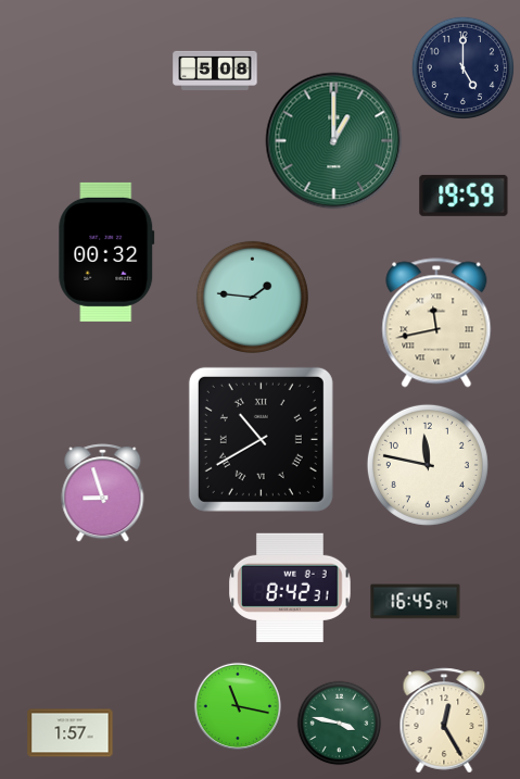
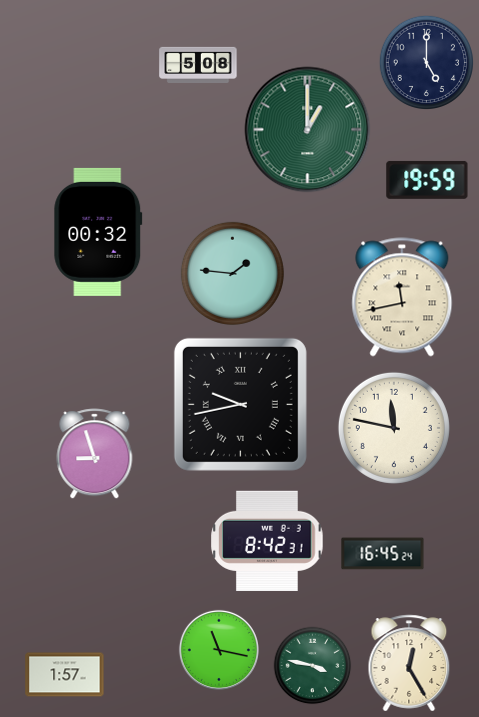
clock at (261, 439): 10:40 -> 9:43
